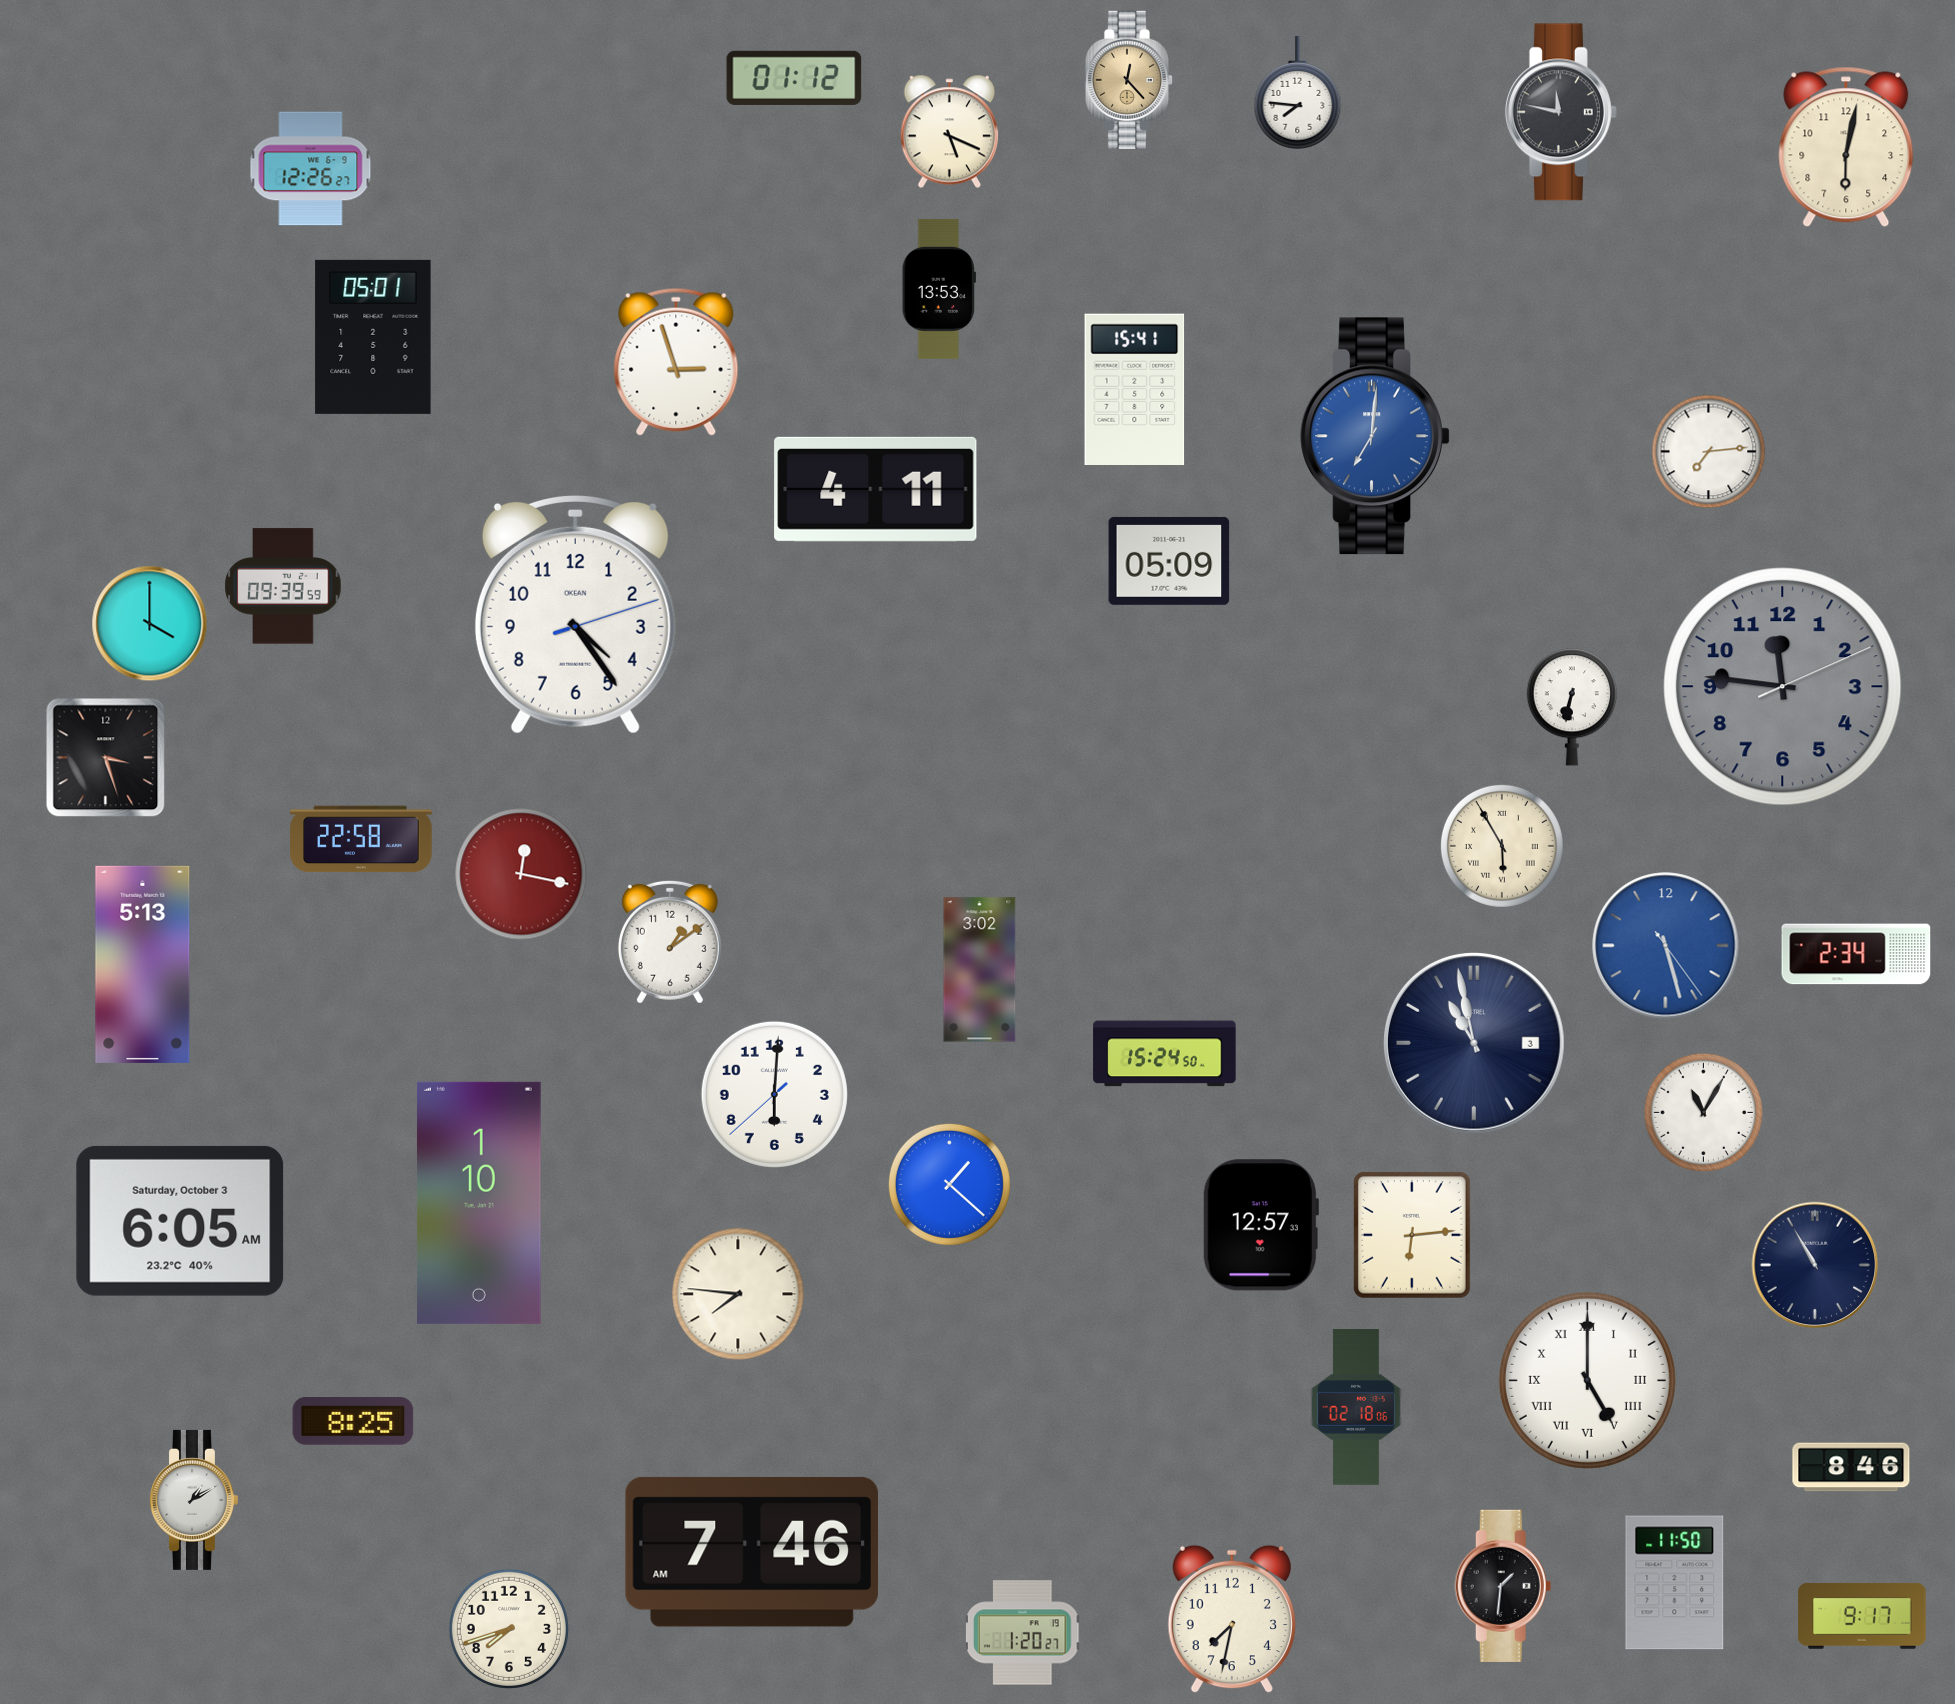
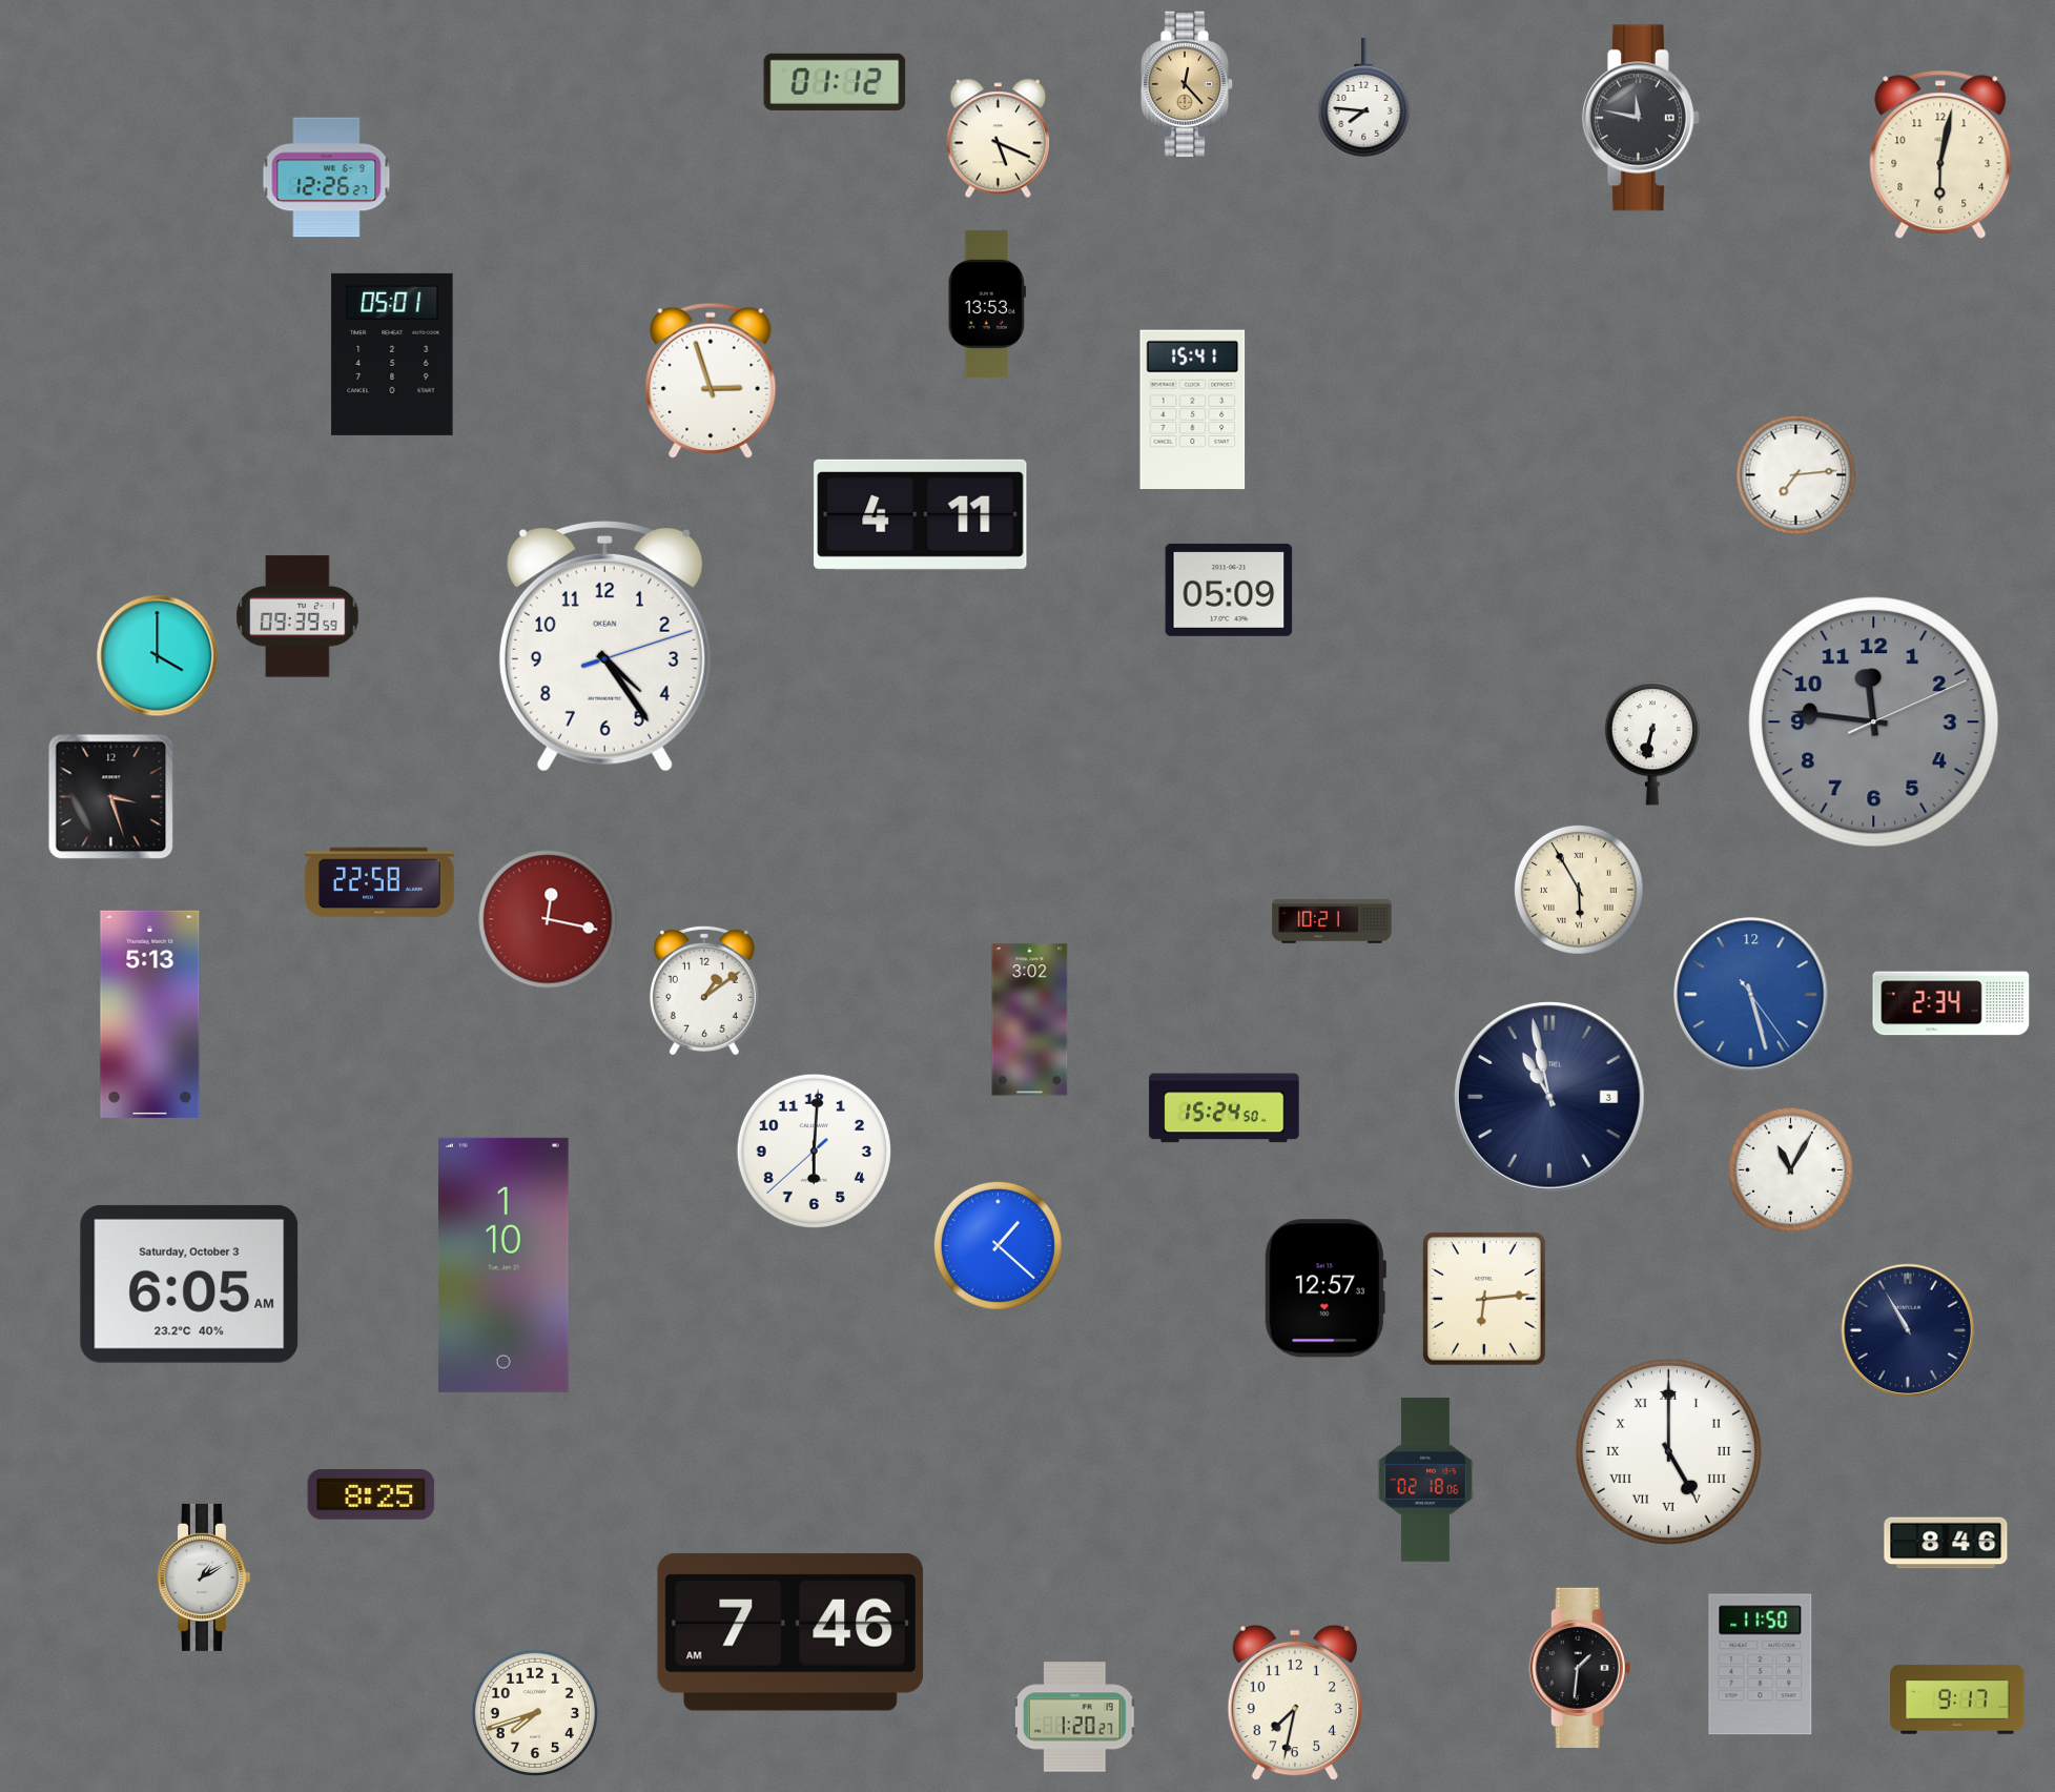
clock at (1375, 436): 7:01 -> none
clock at (1332, 921): none -> 10:21
clock at (738, 1294): 7:46 -> none
